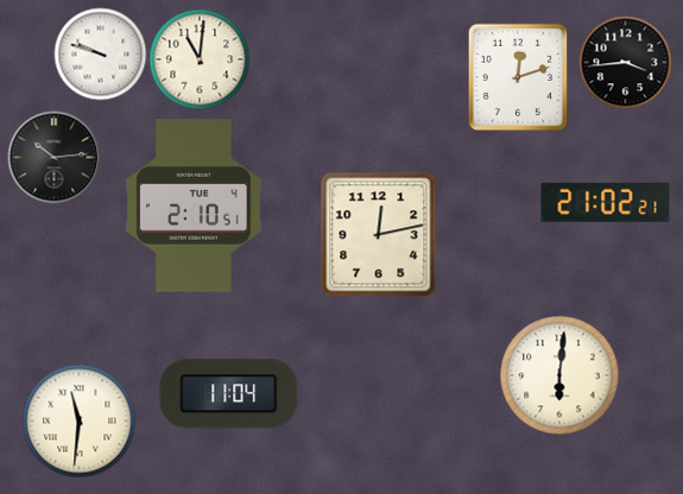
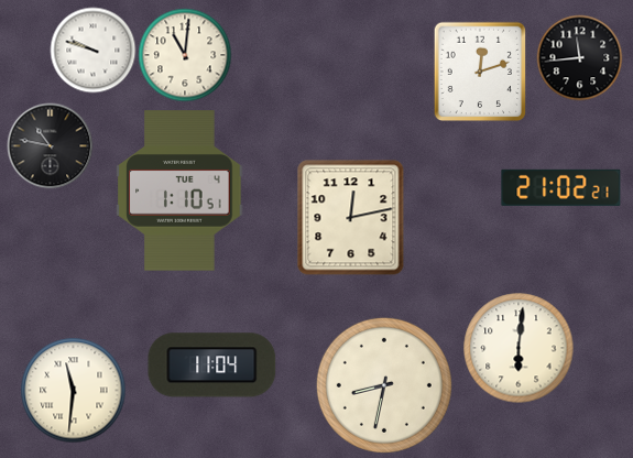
clock at (625, 62): 3:44 -> 11:44
clock at (53, 157): 10:14 -> 10:47
clock at (194, 205): 2:10 -> 1:10
clock at (384, 385): none -> 8:32
